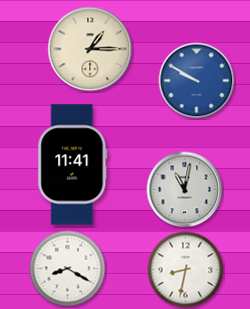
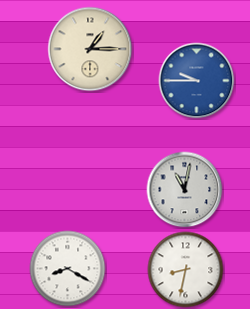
clock at (197, 81): 9:50 -> 9:45
clock at (73, 165): 11:41 -> none
